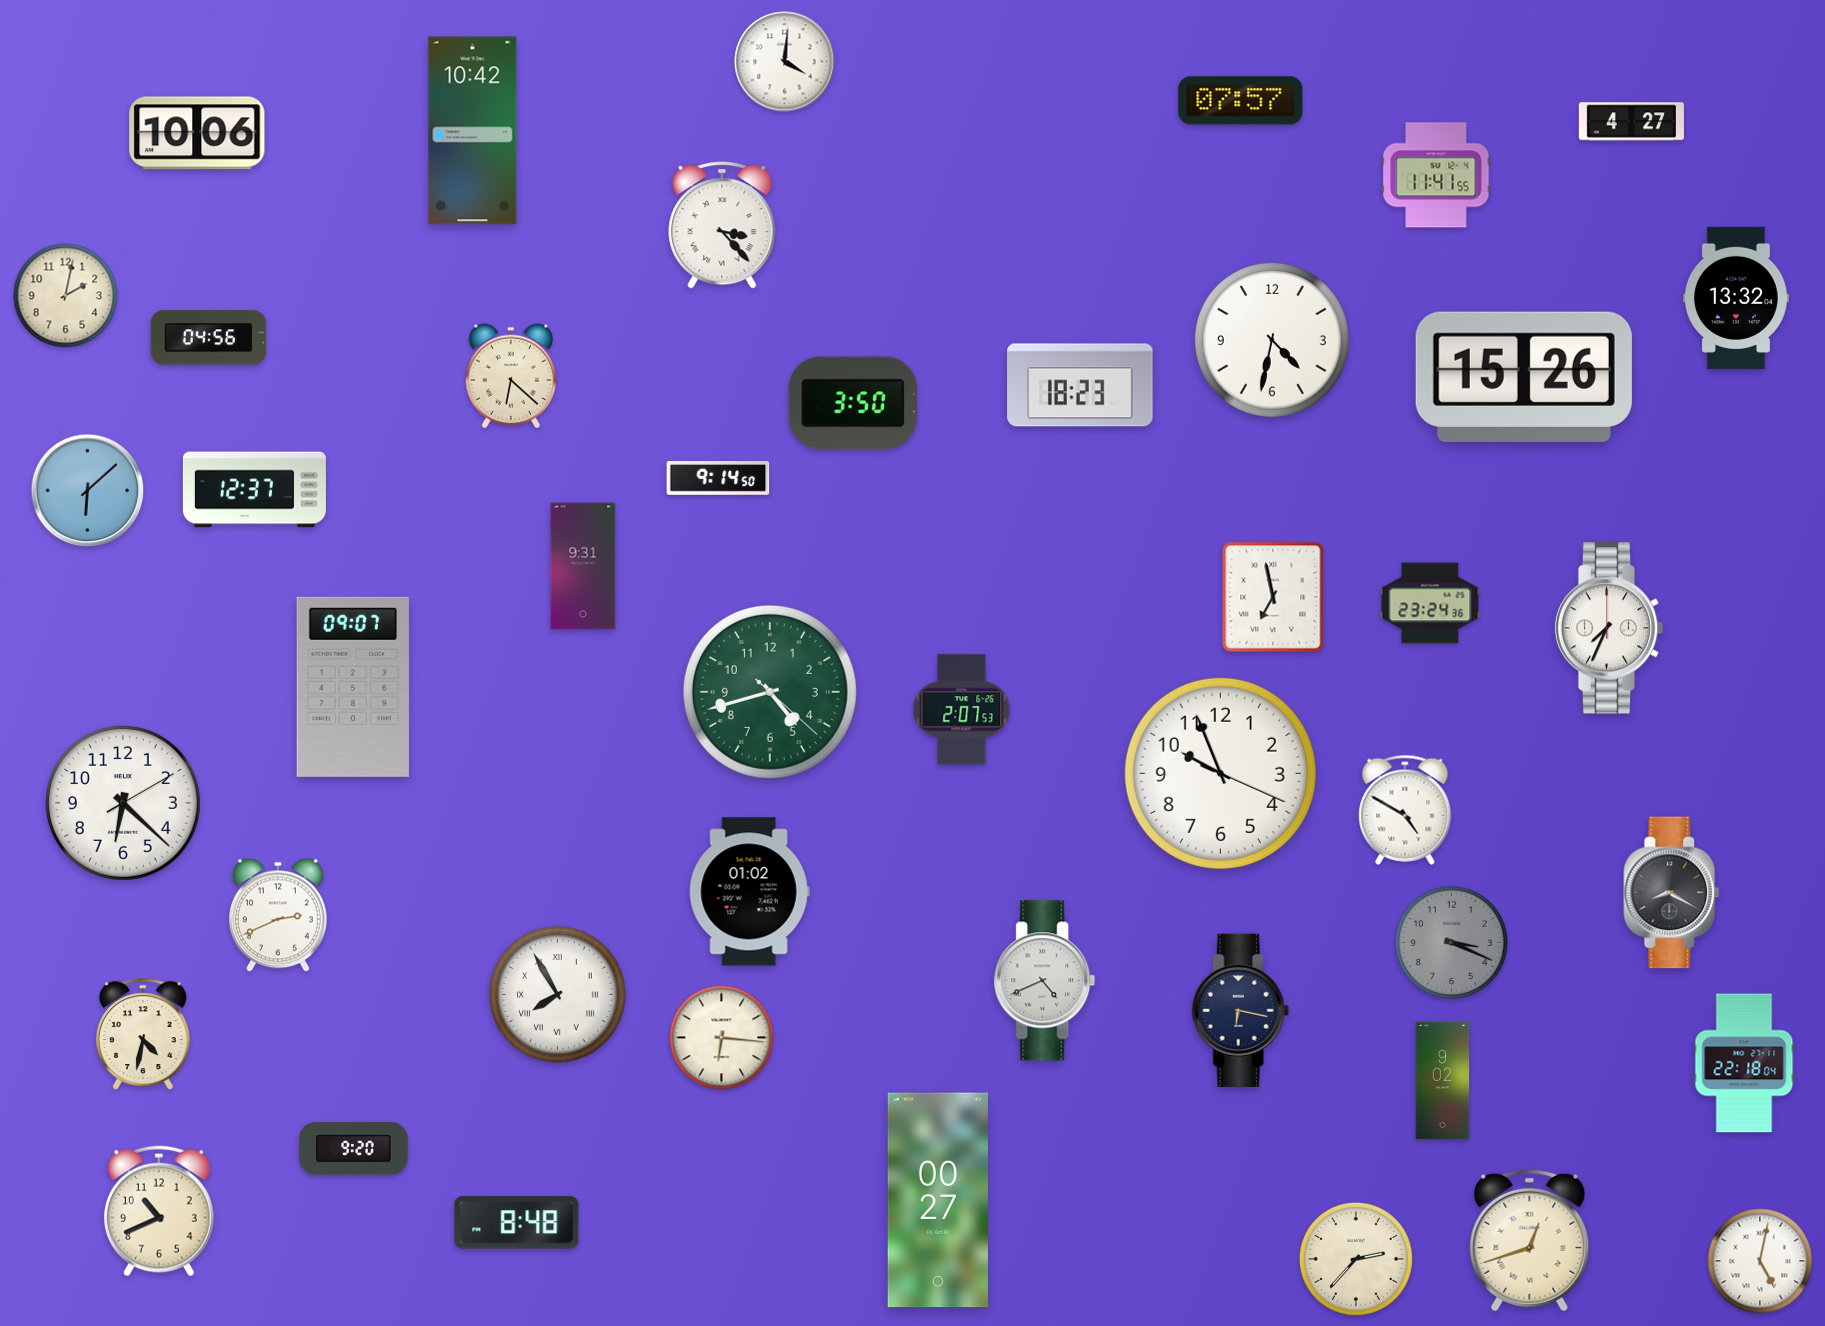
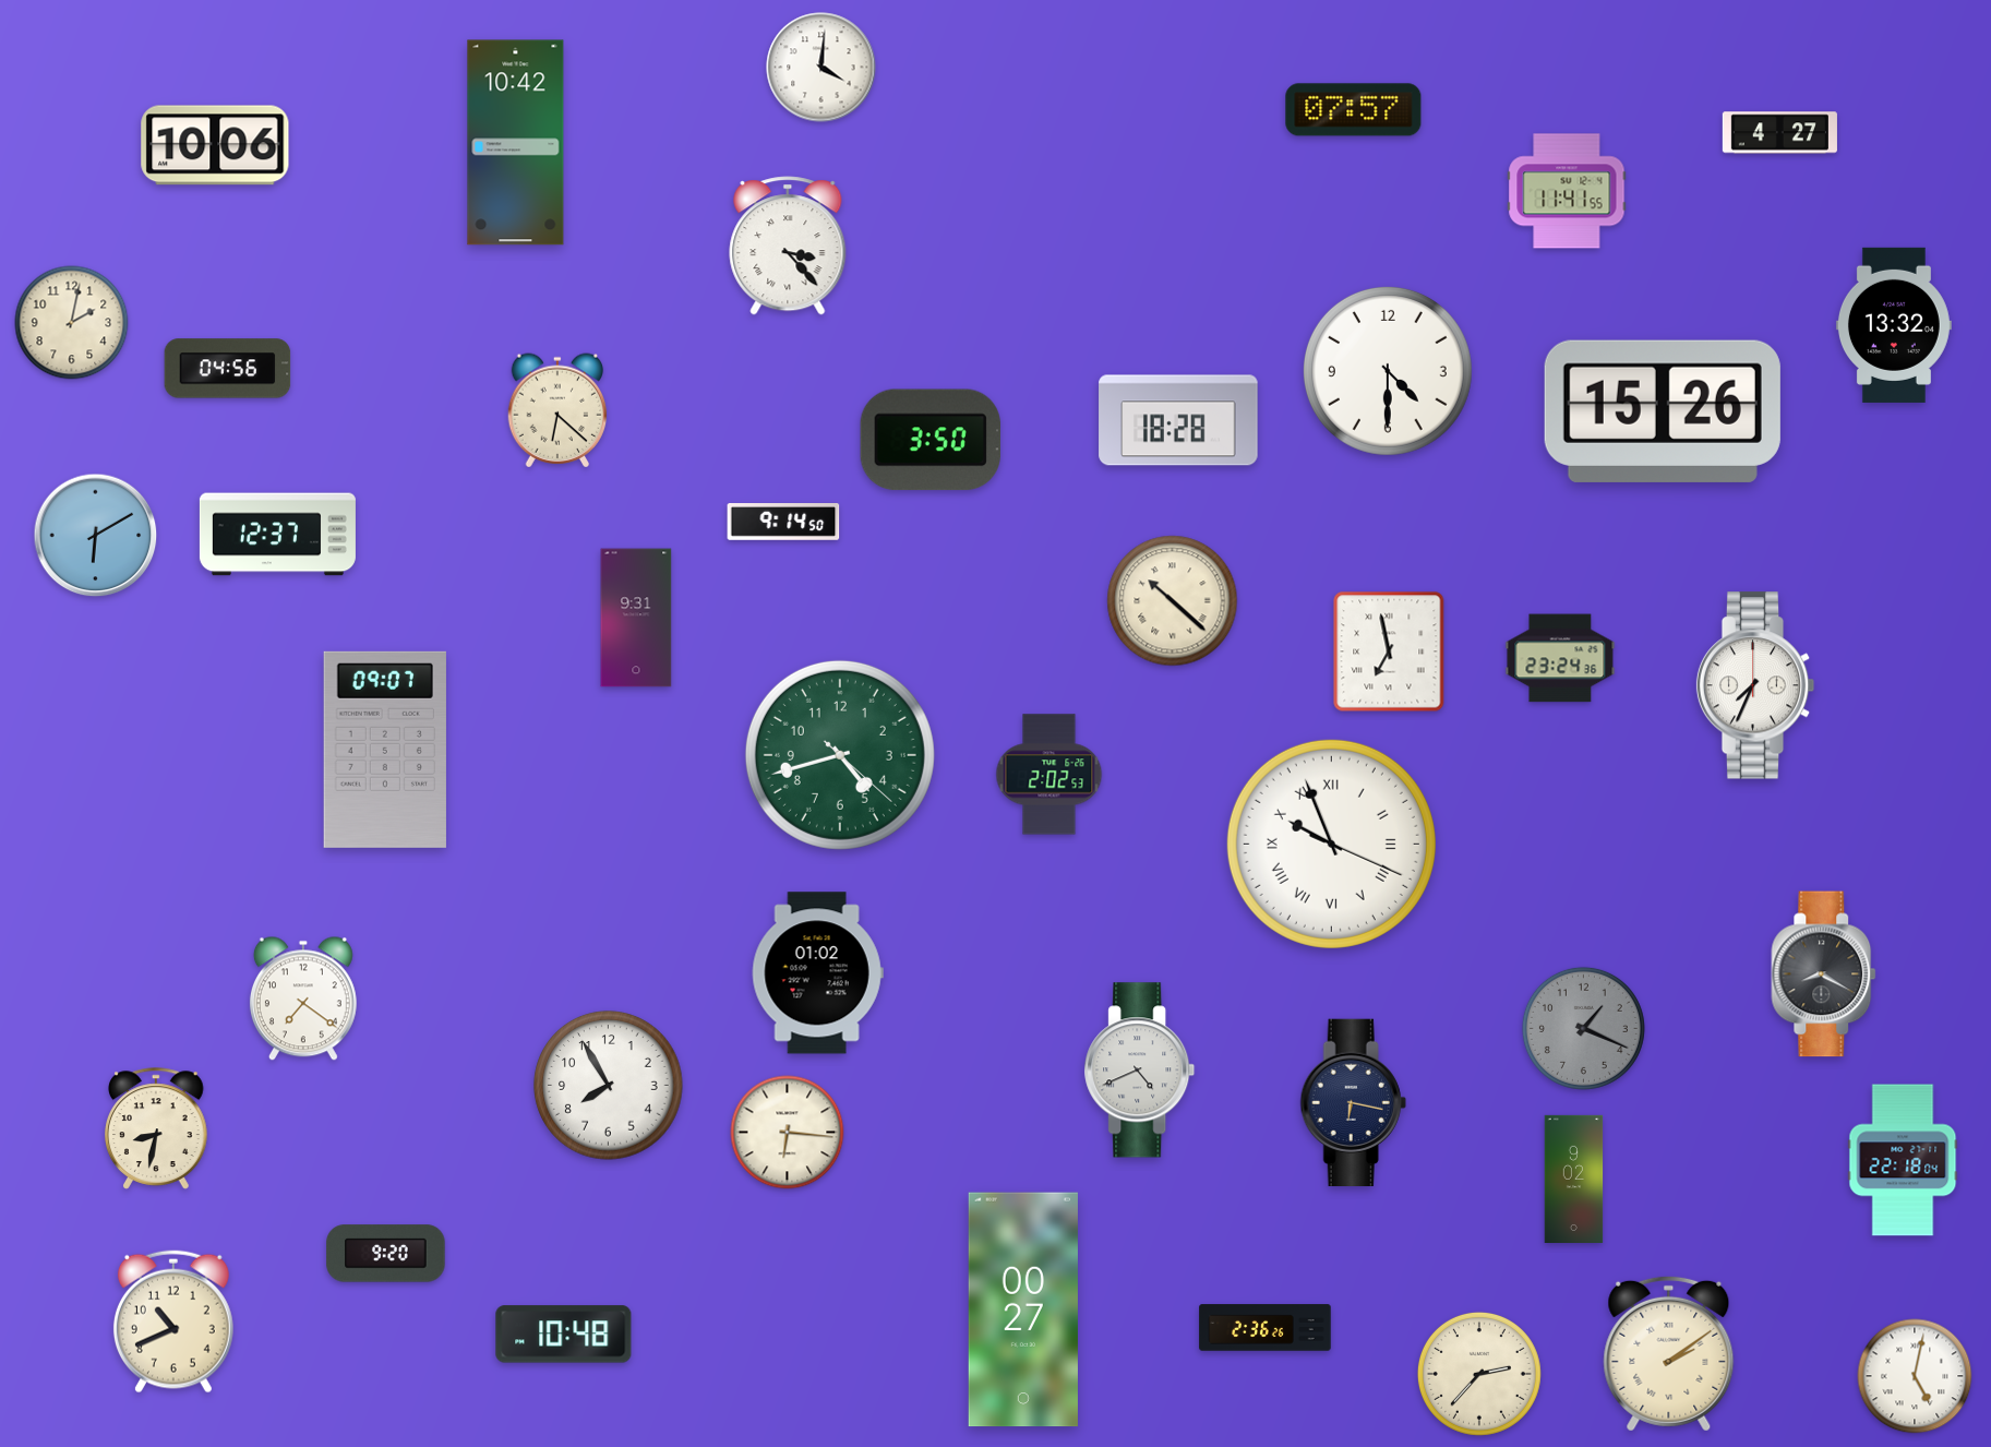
clock at (785, 62) position: (785, 62) -> (821, 68)
clock at (1272, 340): 4:32 -> 4:30
clock at (1080, 385): 18:23 -> 18:28
clock at (88, 491): 6:08 -> 6:10
clock at (1173, 601): none -> 10:22
clock at (962, 710): 2:07 -> 2:02
clock at (1220, 773) numerals: Arabic -> Roman
clock at (123, 803): 6:22 -> none
clock at (1405, 810): 4:50 -> none
clock at (278, 915): 2:41 -> 7:21
clock at (1451, 942): 3:19 -> 1:19
clock at (558, 995) numerals: Roman -> Arabic
clock at (143, 1034): 4:32 -> 8:32
clock at (1266, 1328): none -> 2:36
clock at (517, 1223): 8:48 -> 10:48
clock at (1530, 1240): 12:42 -> 2:09
clock at (1760, 1261) position: (1760, 1261) -> (1915, 1376)
